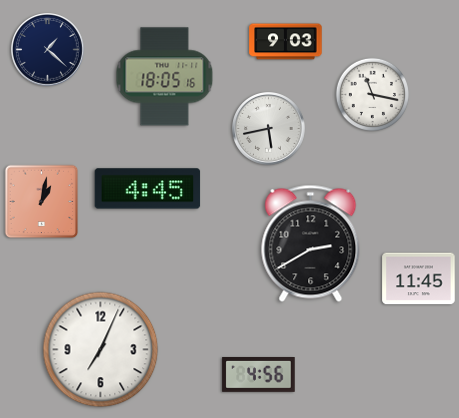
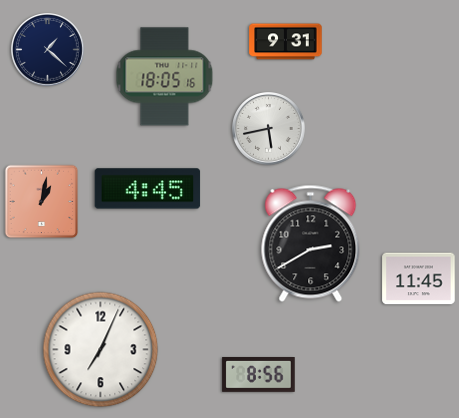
clock at (286, 42): 9:03 -> 9:31
clock at (372, 94): 11:17 -> none
clock at (259, 375): 4:56 -> 8:56
